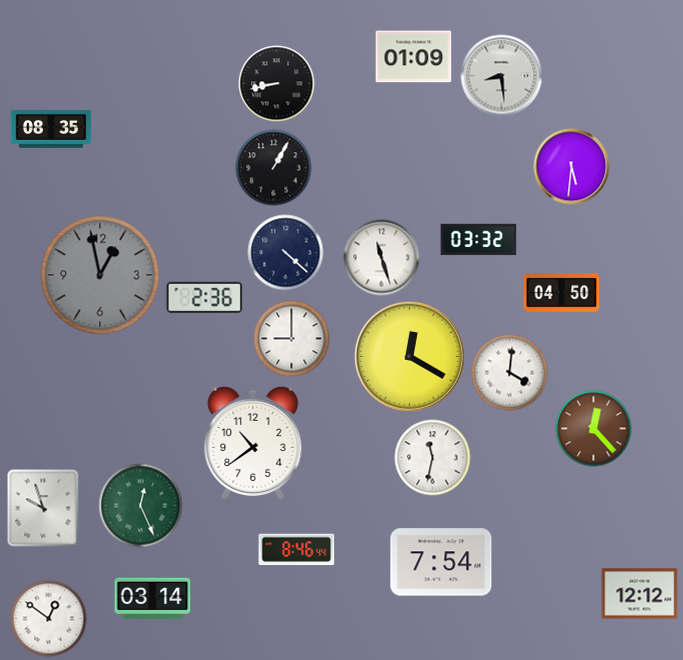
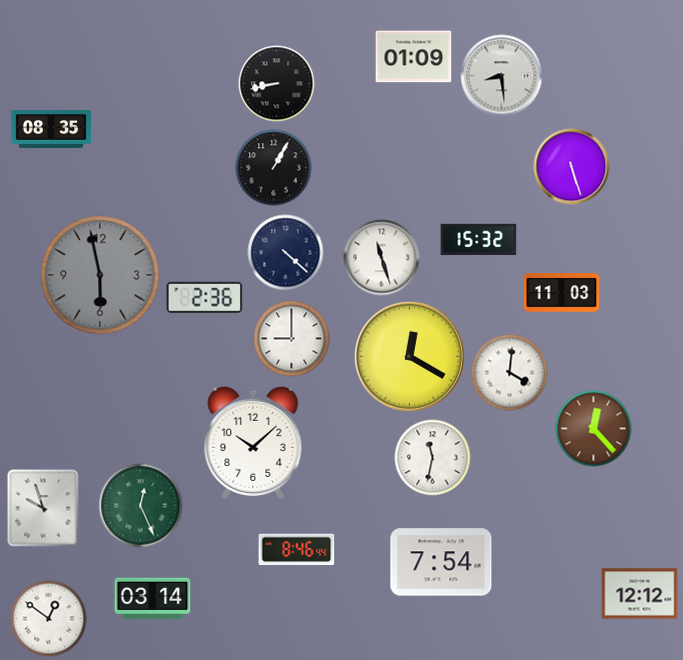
clock at (572, 167): 5:31 -> 5:27
clock at (479, 240): 03:32 -> 15:32
clock at (100, 275): 12:58 -> 5:58
clock at (562, 293): 04:50 -> 11:03
clock at (253, 443): 10:39 -> 10:08
